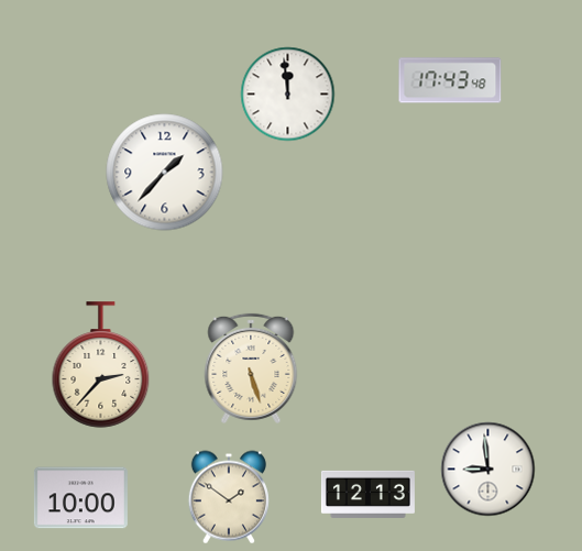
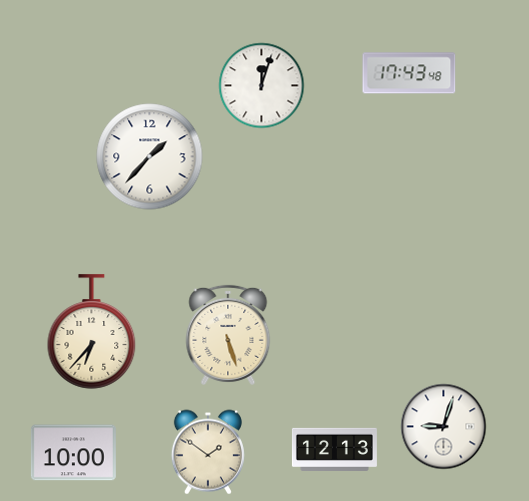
clock at (288, 95): 11:59 -> 12:03
clock at (101, 365): 2:37 -> 6:37
clock at (488, 470): 8:59 -> 9:03
